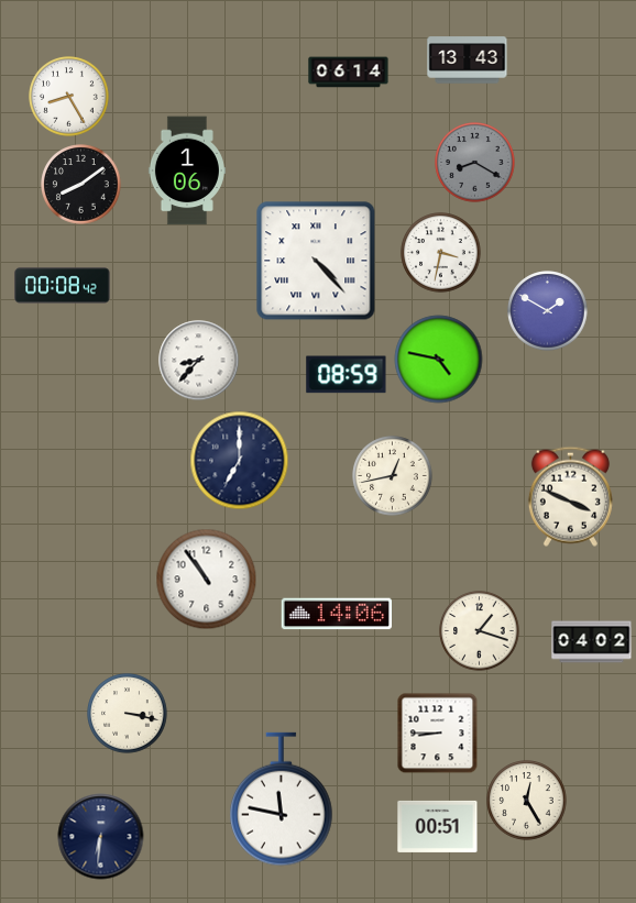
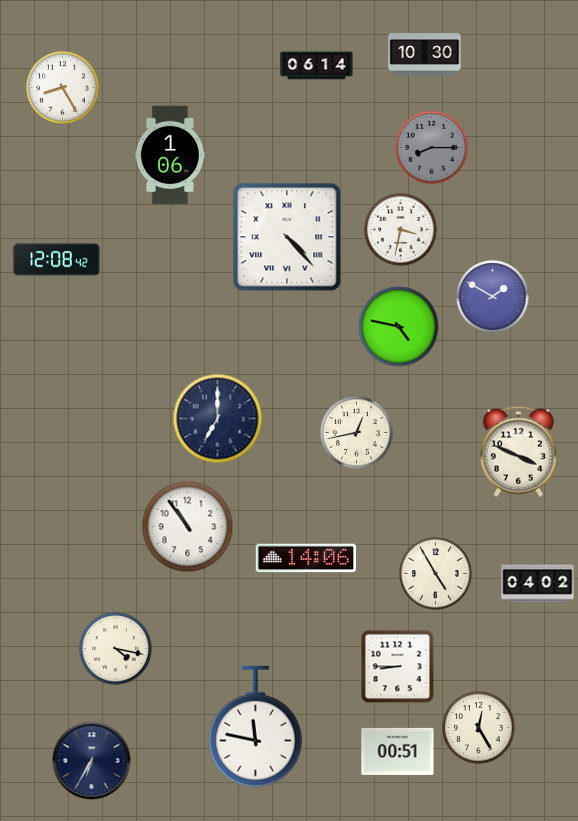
clock at (468, 60): 13:43 -> 10:30
clock at (475, 163): 8:20 -> 8:15
clock at (81, 185): 8:09 -> none
clock at (63, 286): 00:08 -> 12:08
clock at (548, 311) position: (548, 311) -> (493, 297)
clock at (199, 361): 8:37 -> none
clock at (347, 375): 08:59 -> none
clock at (480, 631): 1:18 -> 4:55
clock at (128, 714): 3:17 -> 4:17
clock at (101, 837): 6:31 -> 6:35
